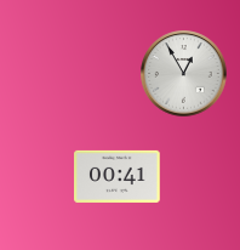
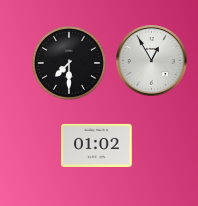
clock at (69, 63): none -> 7:30
clock at (118, 176): 00:41 -> 01:02
